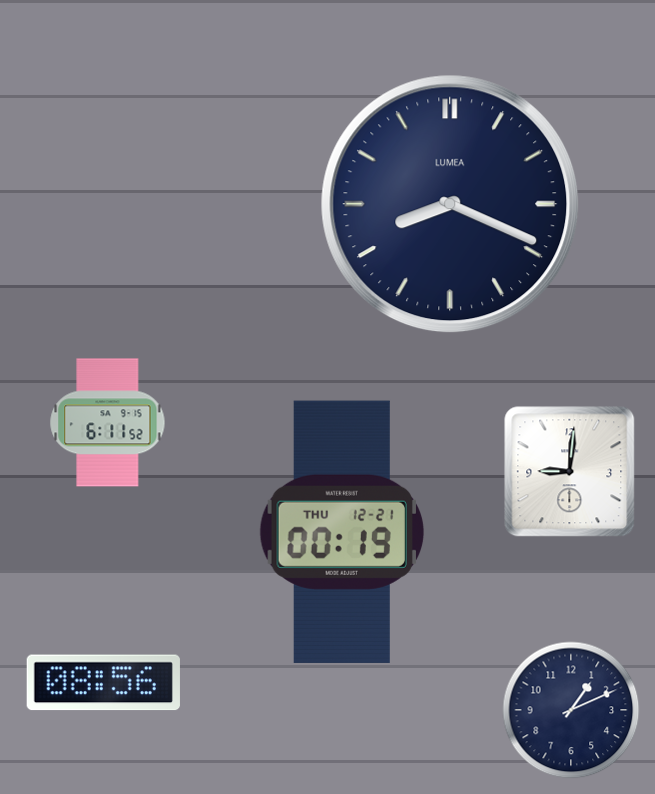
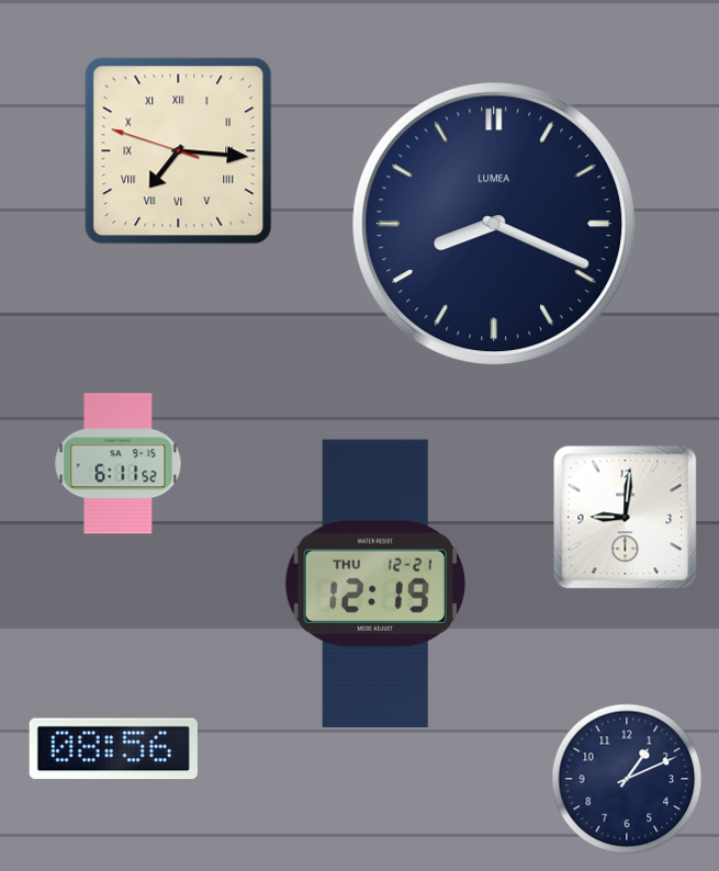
clock at (179, 151): none -> 7:15
clock at (341, 532): 00:19 -> 12:19
